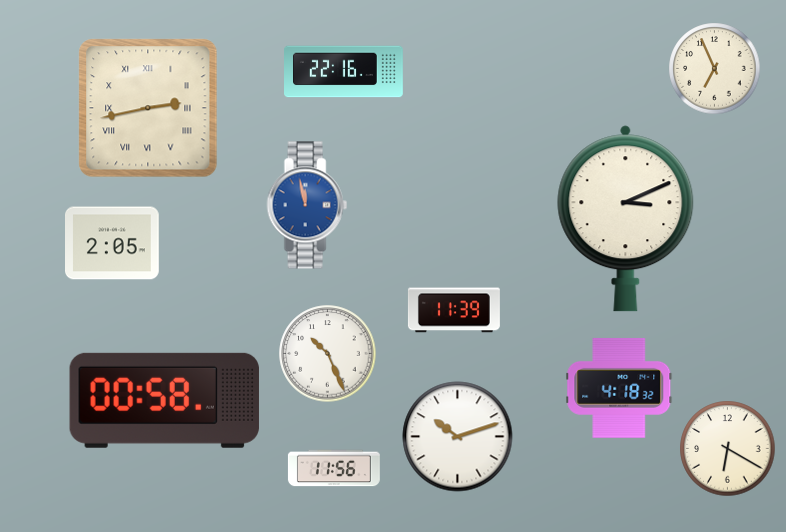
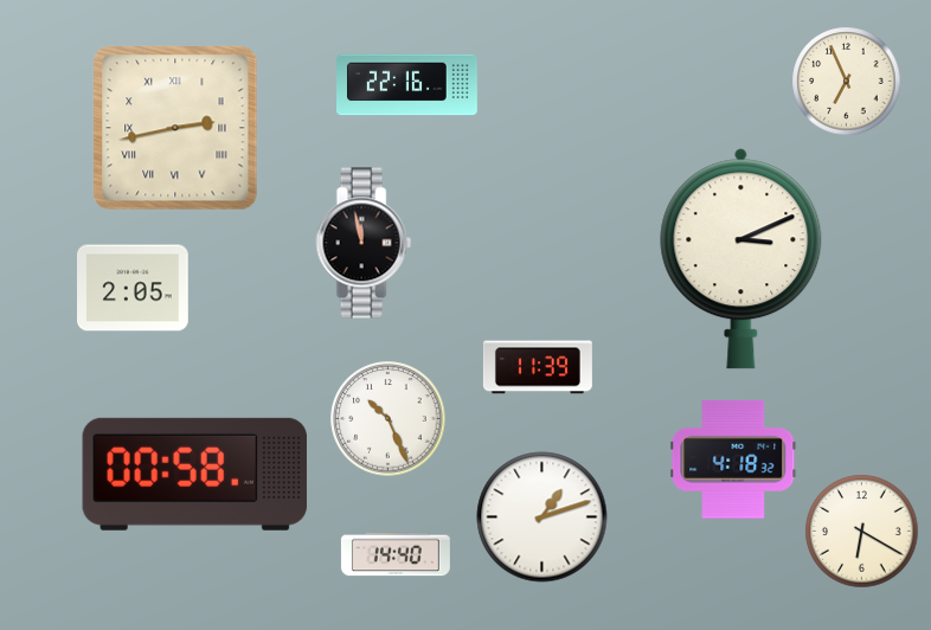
clock at (307, 205) dial: blue -> black
clock at (458, 437): 10:12 -> 1:12
clock at (334, 468): 11:56 -> 14:40
